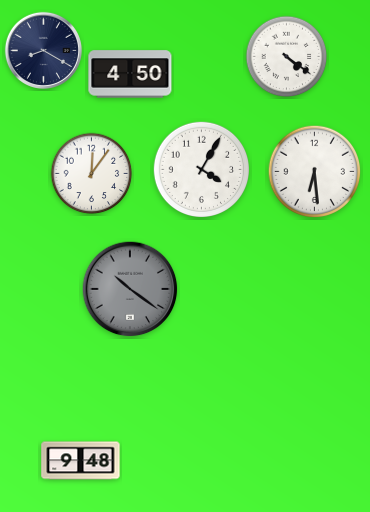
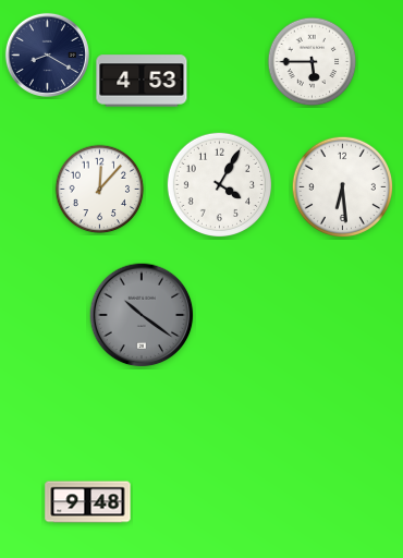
clock at (287, 57): 4:21 -> 5:45
clock at (130, 74): 4:50 -> 4:53
clock at (92, 174): 12:06 -> 12:07
